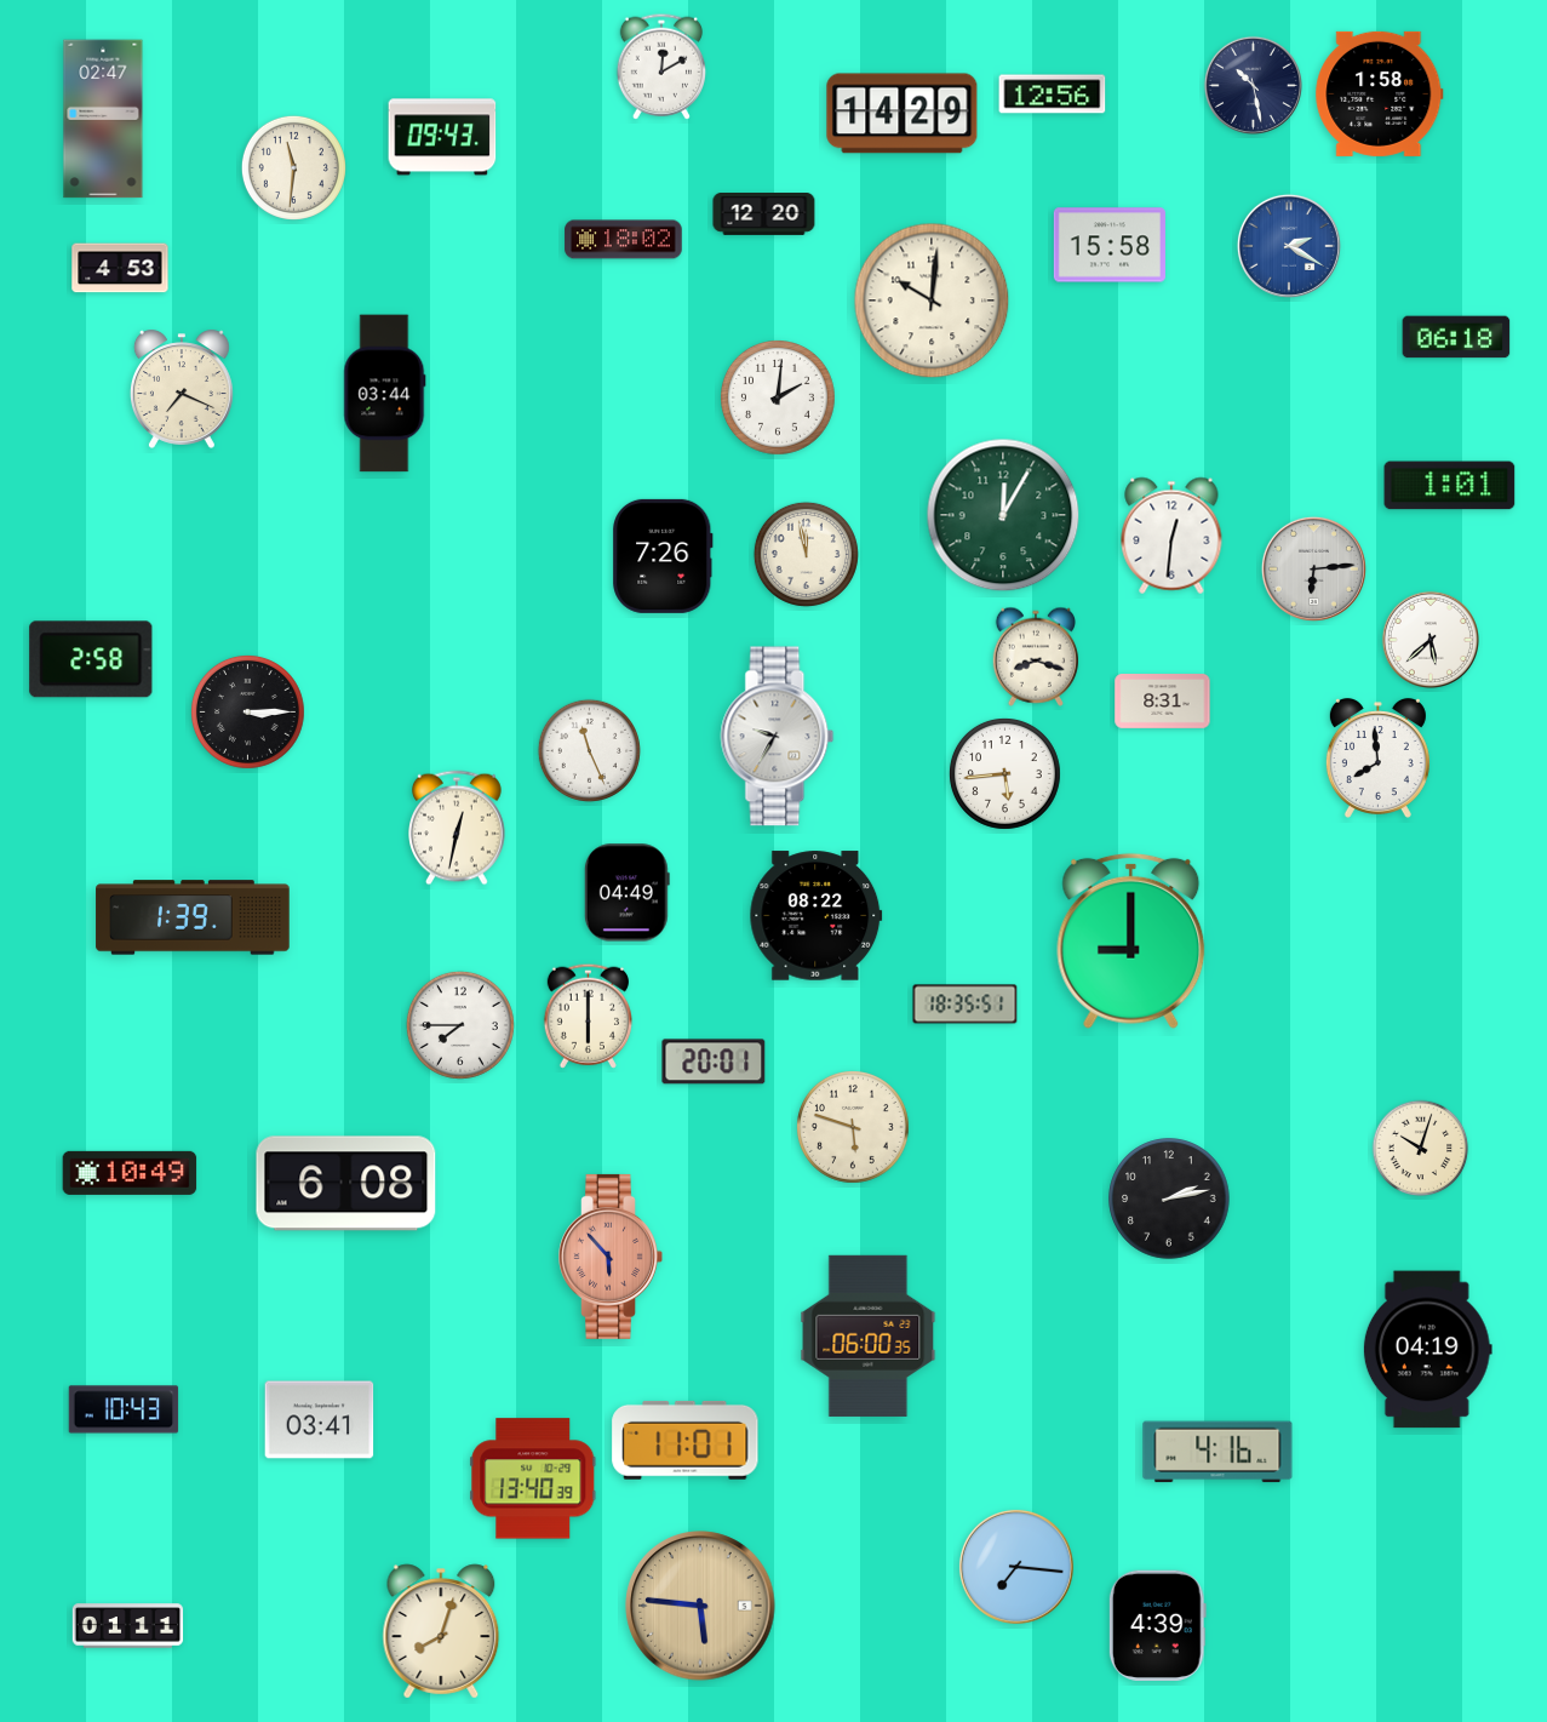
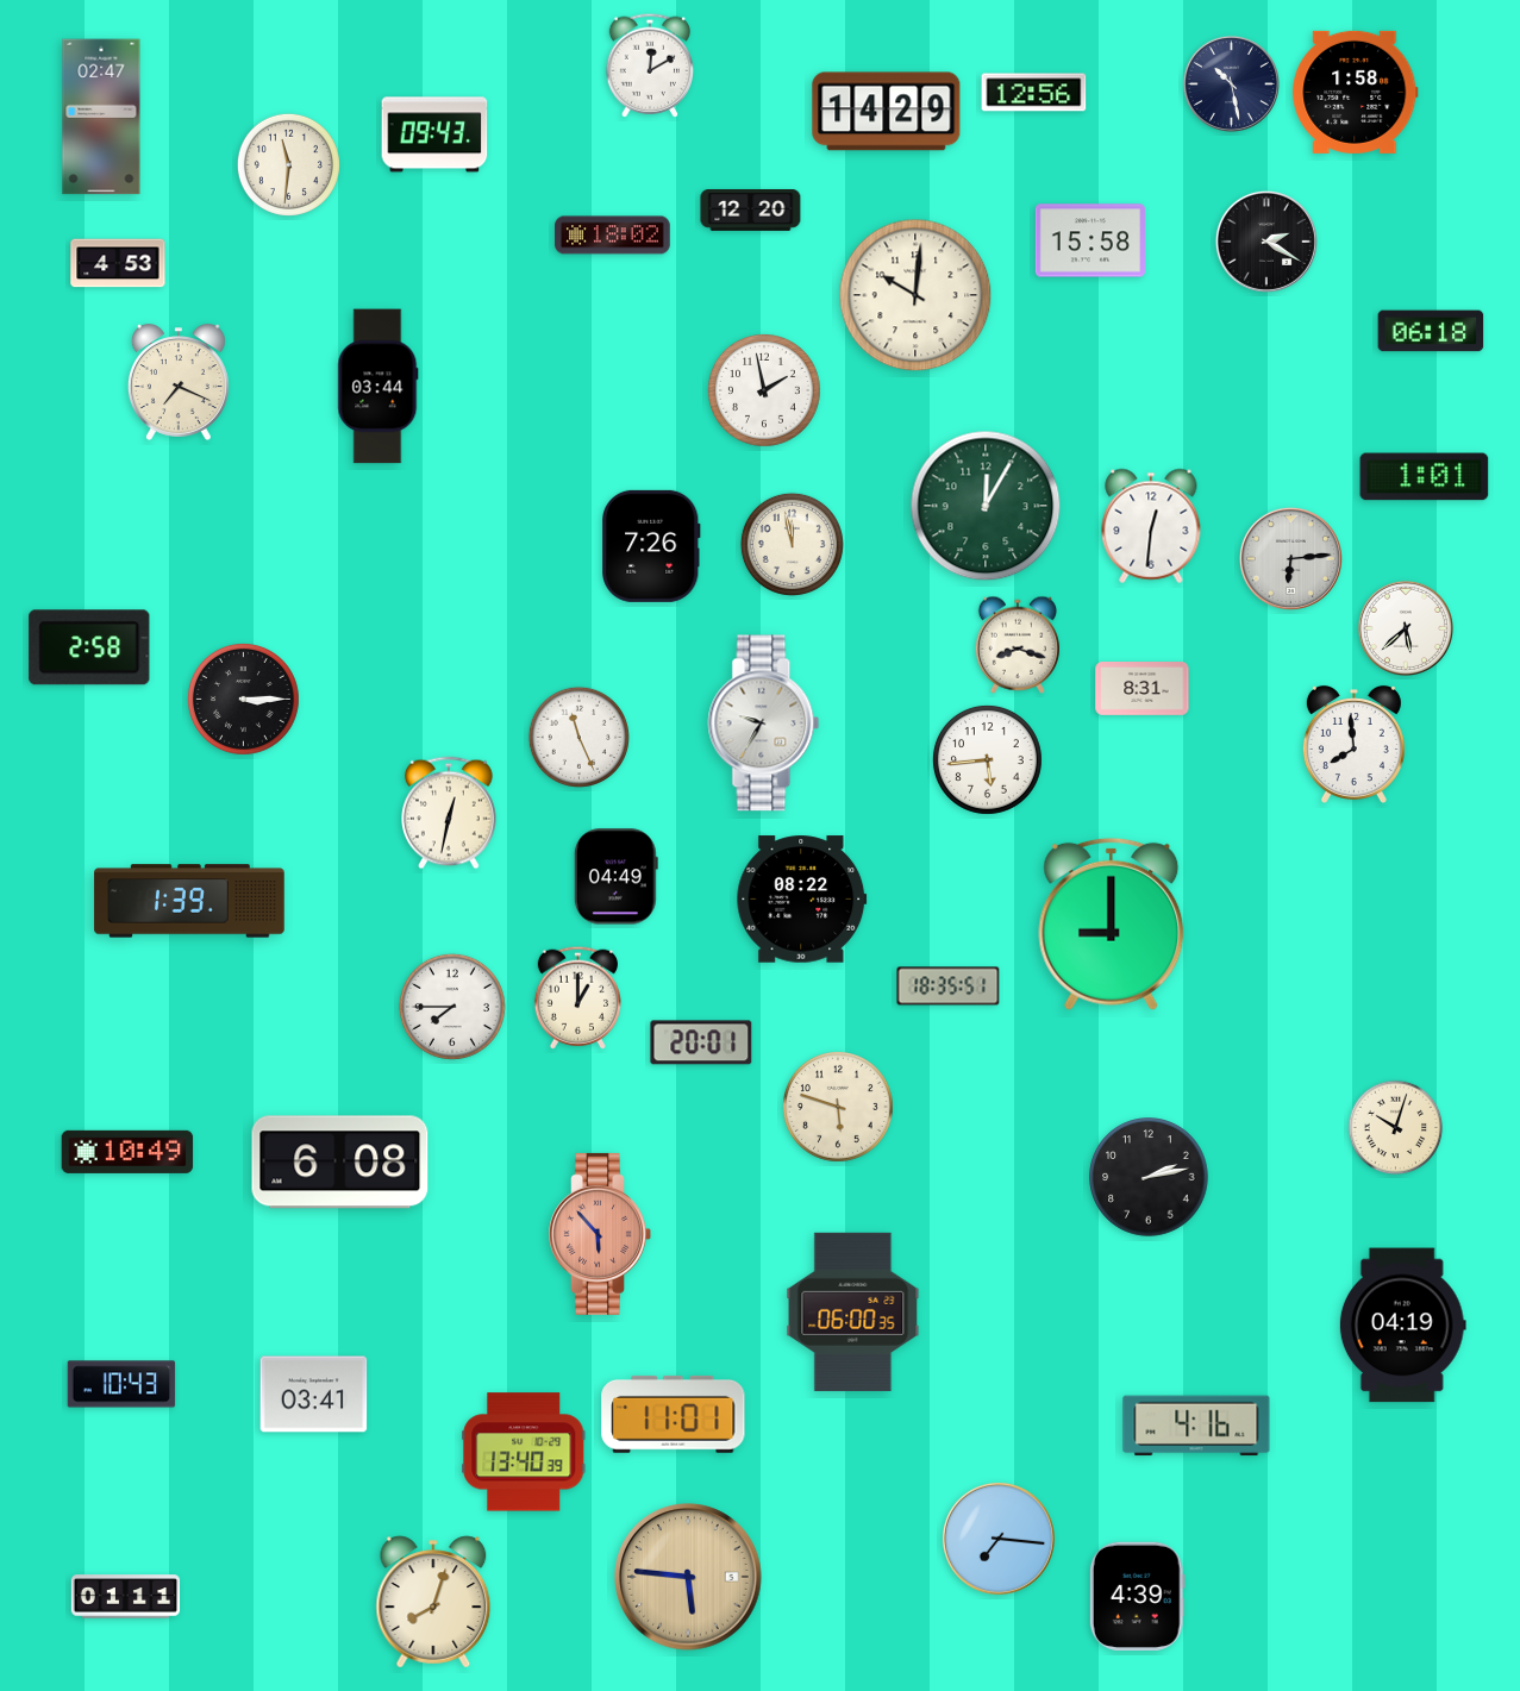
clock at (1289, 246) dial: blue -> black
clock at (779, 399): 2:01 -> 1:58
clock at (588, 1016): 6:00 -> 1:00
